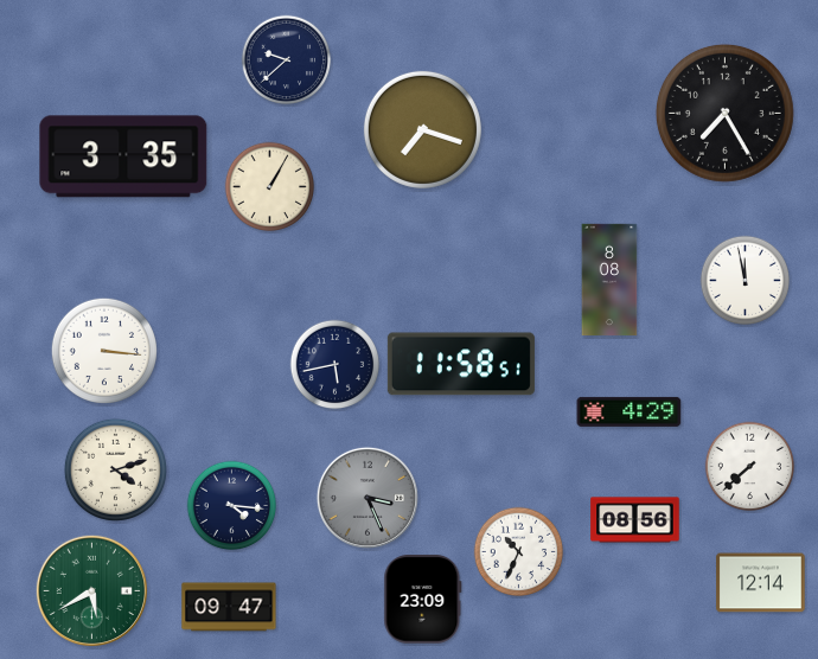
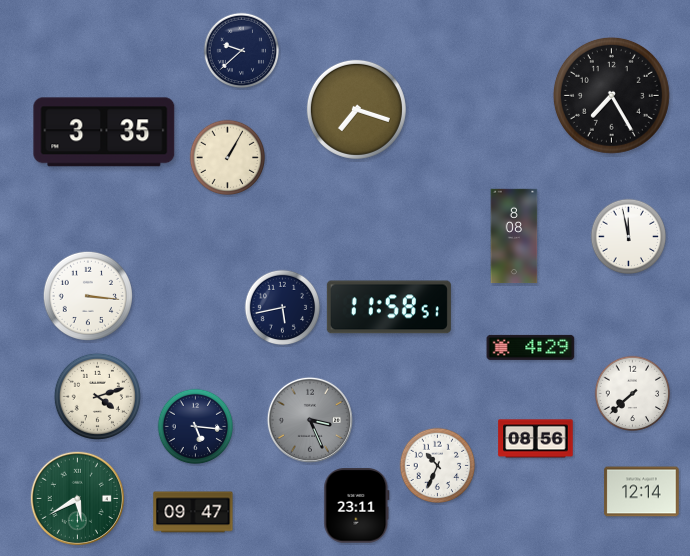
clock at (232, 506): 4:16 -> 5:16
clock at (423, 600): 23:09 -> 23:11
